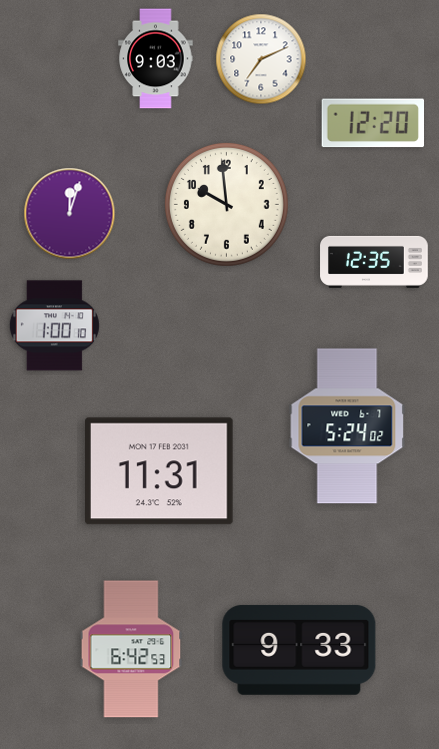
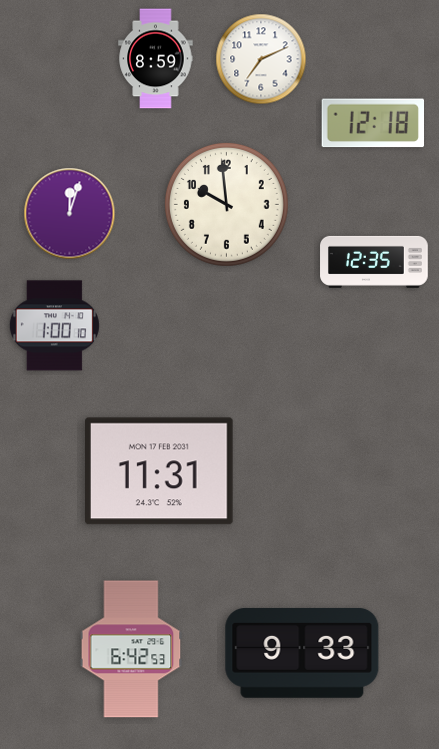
clock at (156, 59): 9:03 -> 8:59
clock at (372, 123): 12:20 -> 12:18
clock at (347, 426): 5:24 -> none
clock at (299, 650) position: (299, 650) -> (302, 653)
